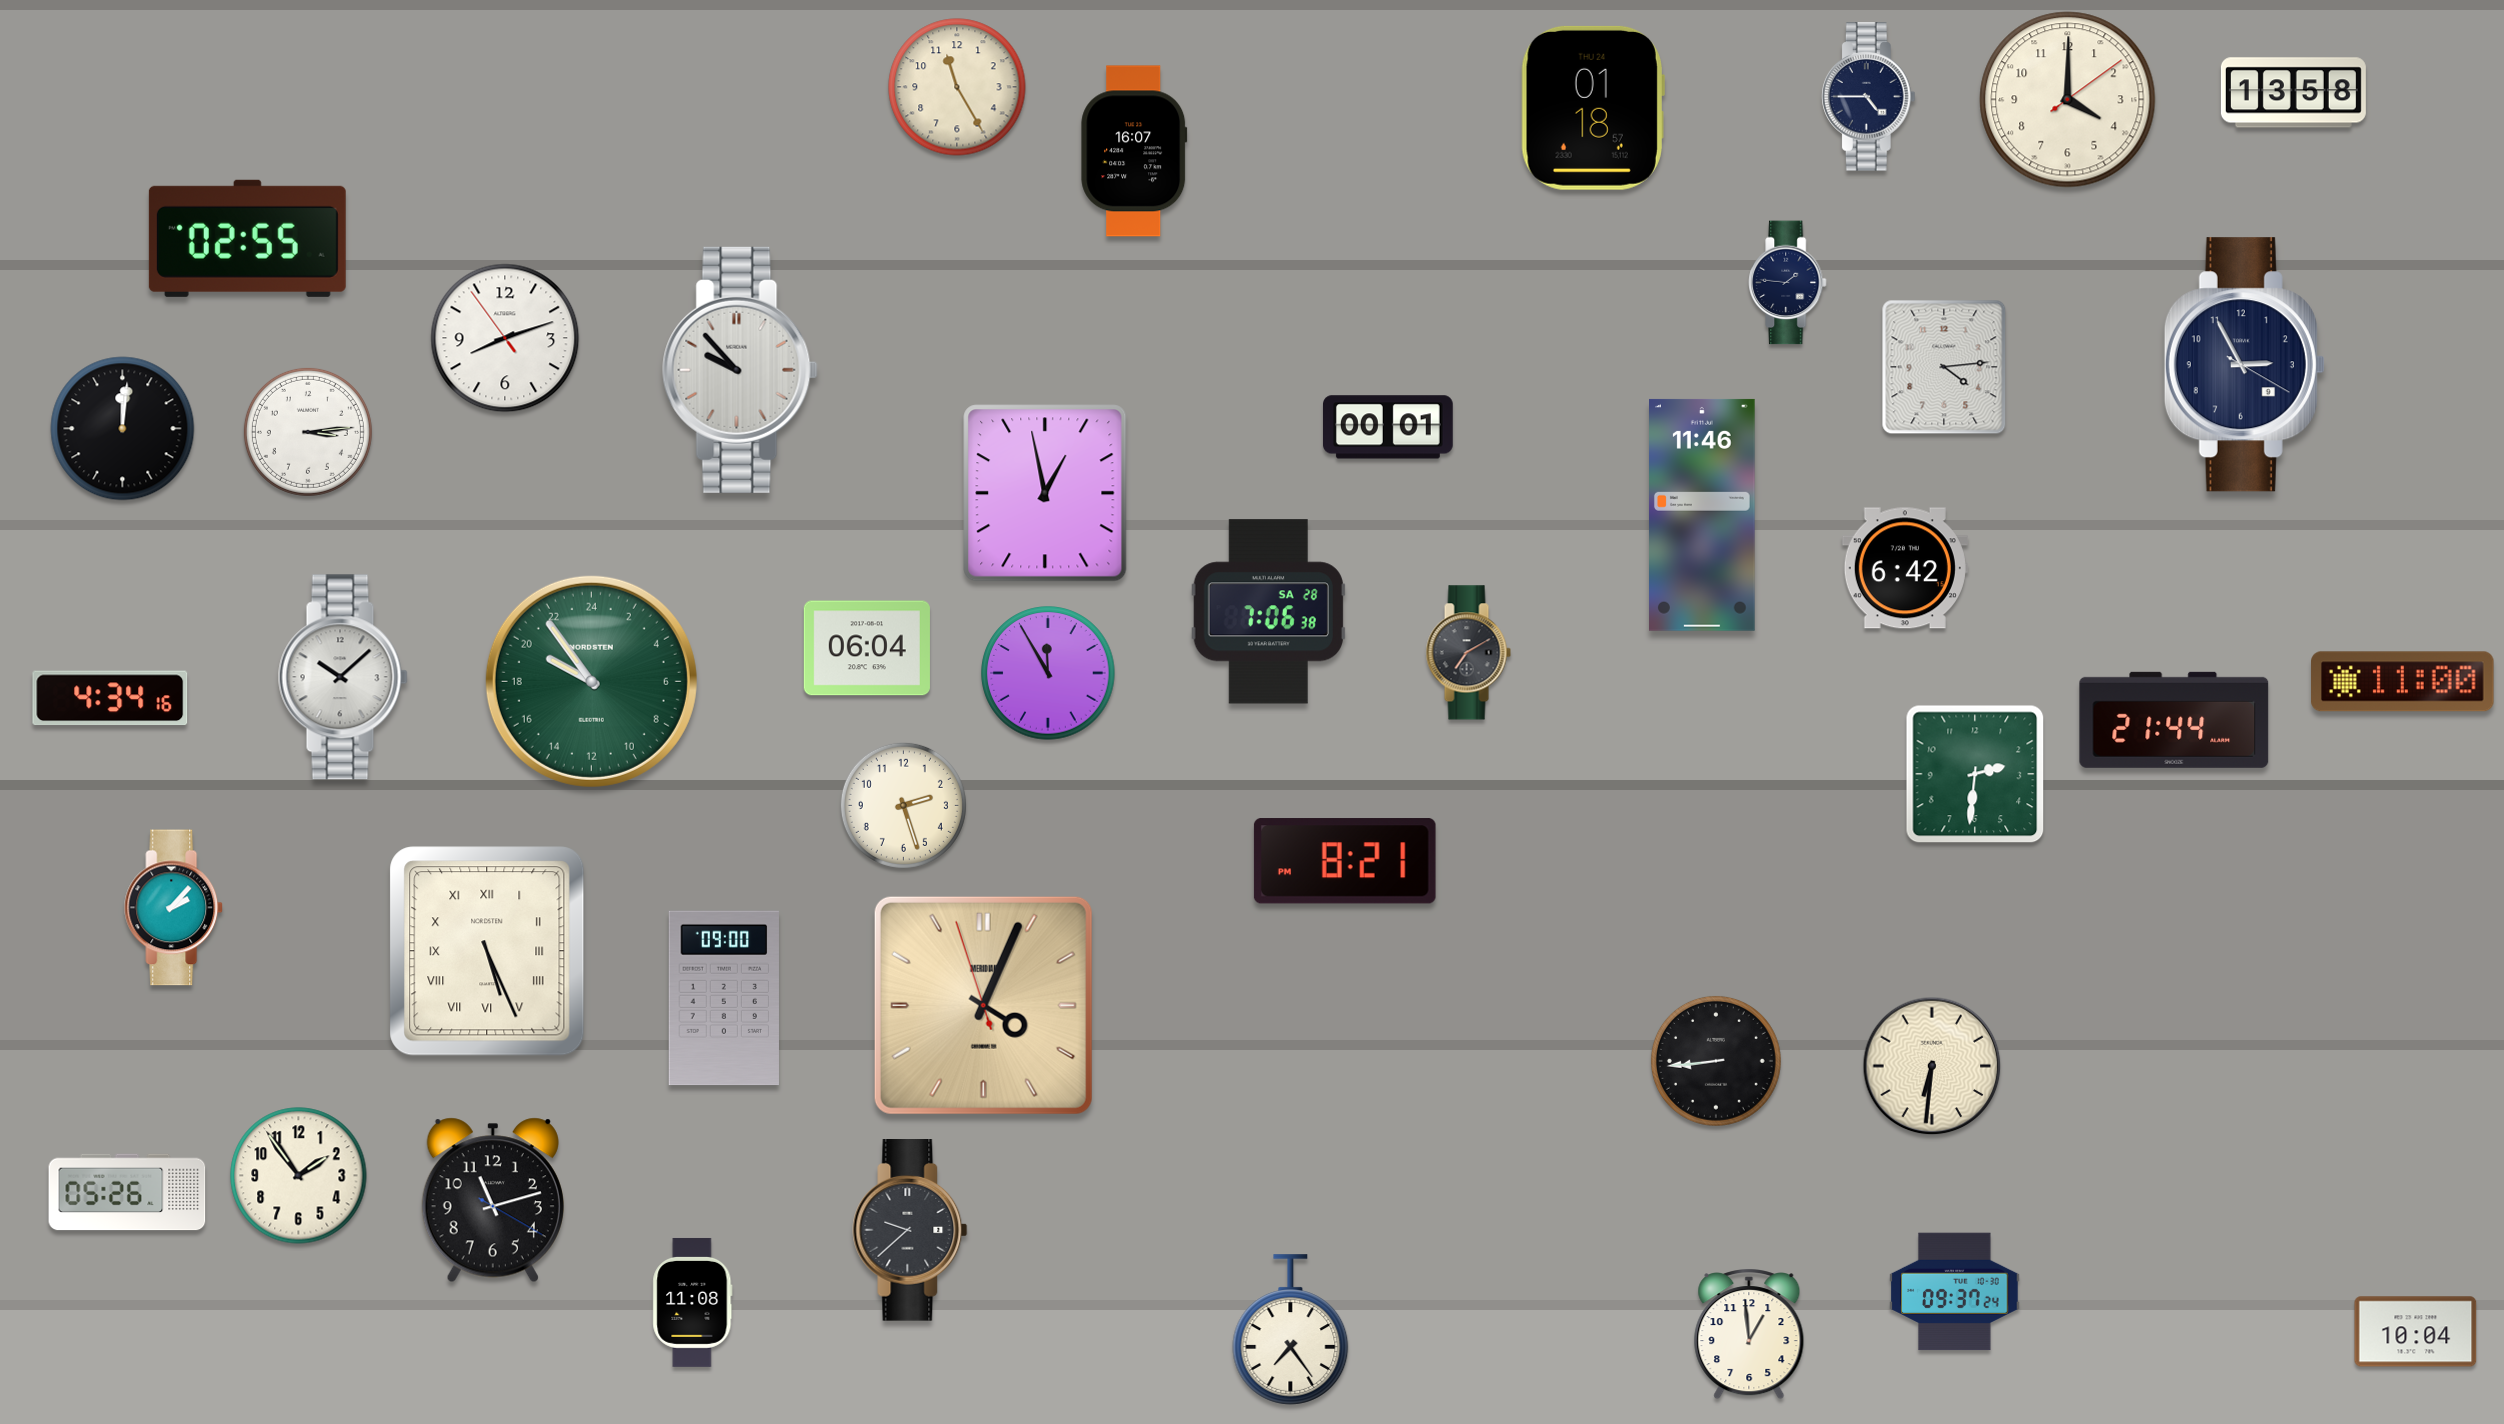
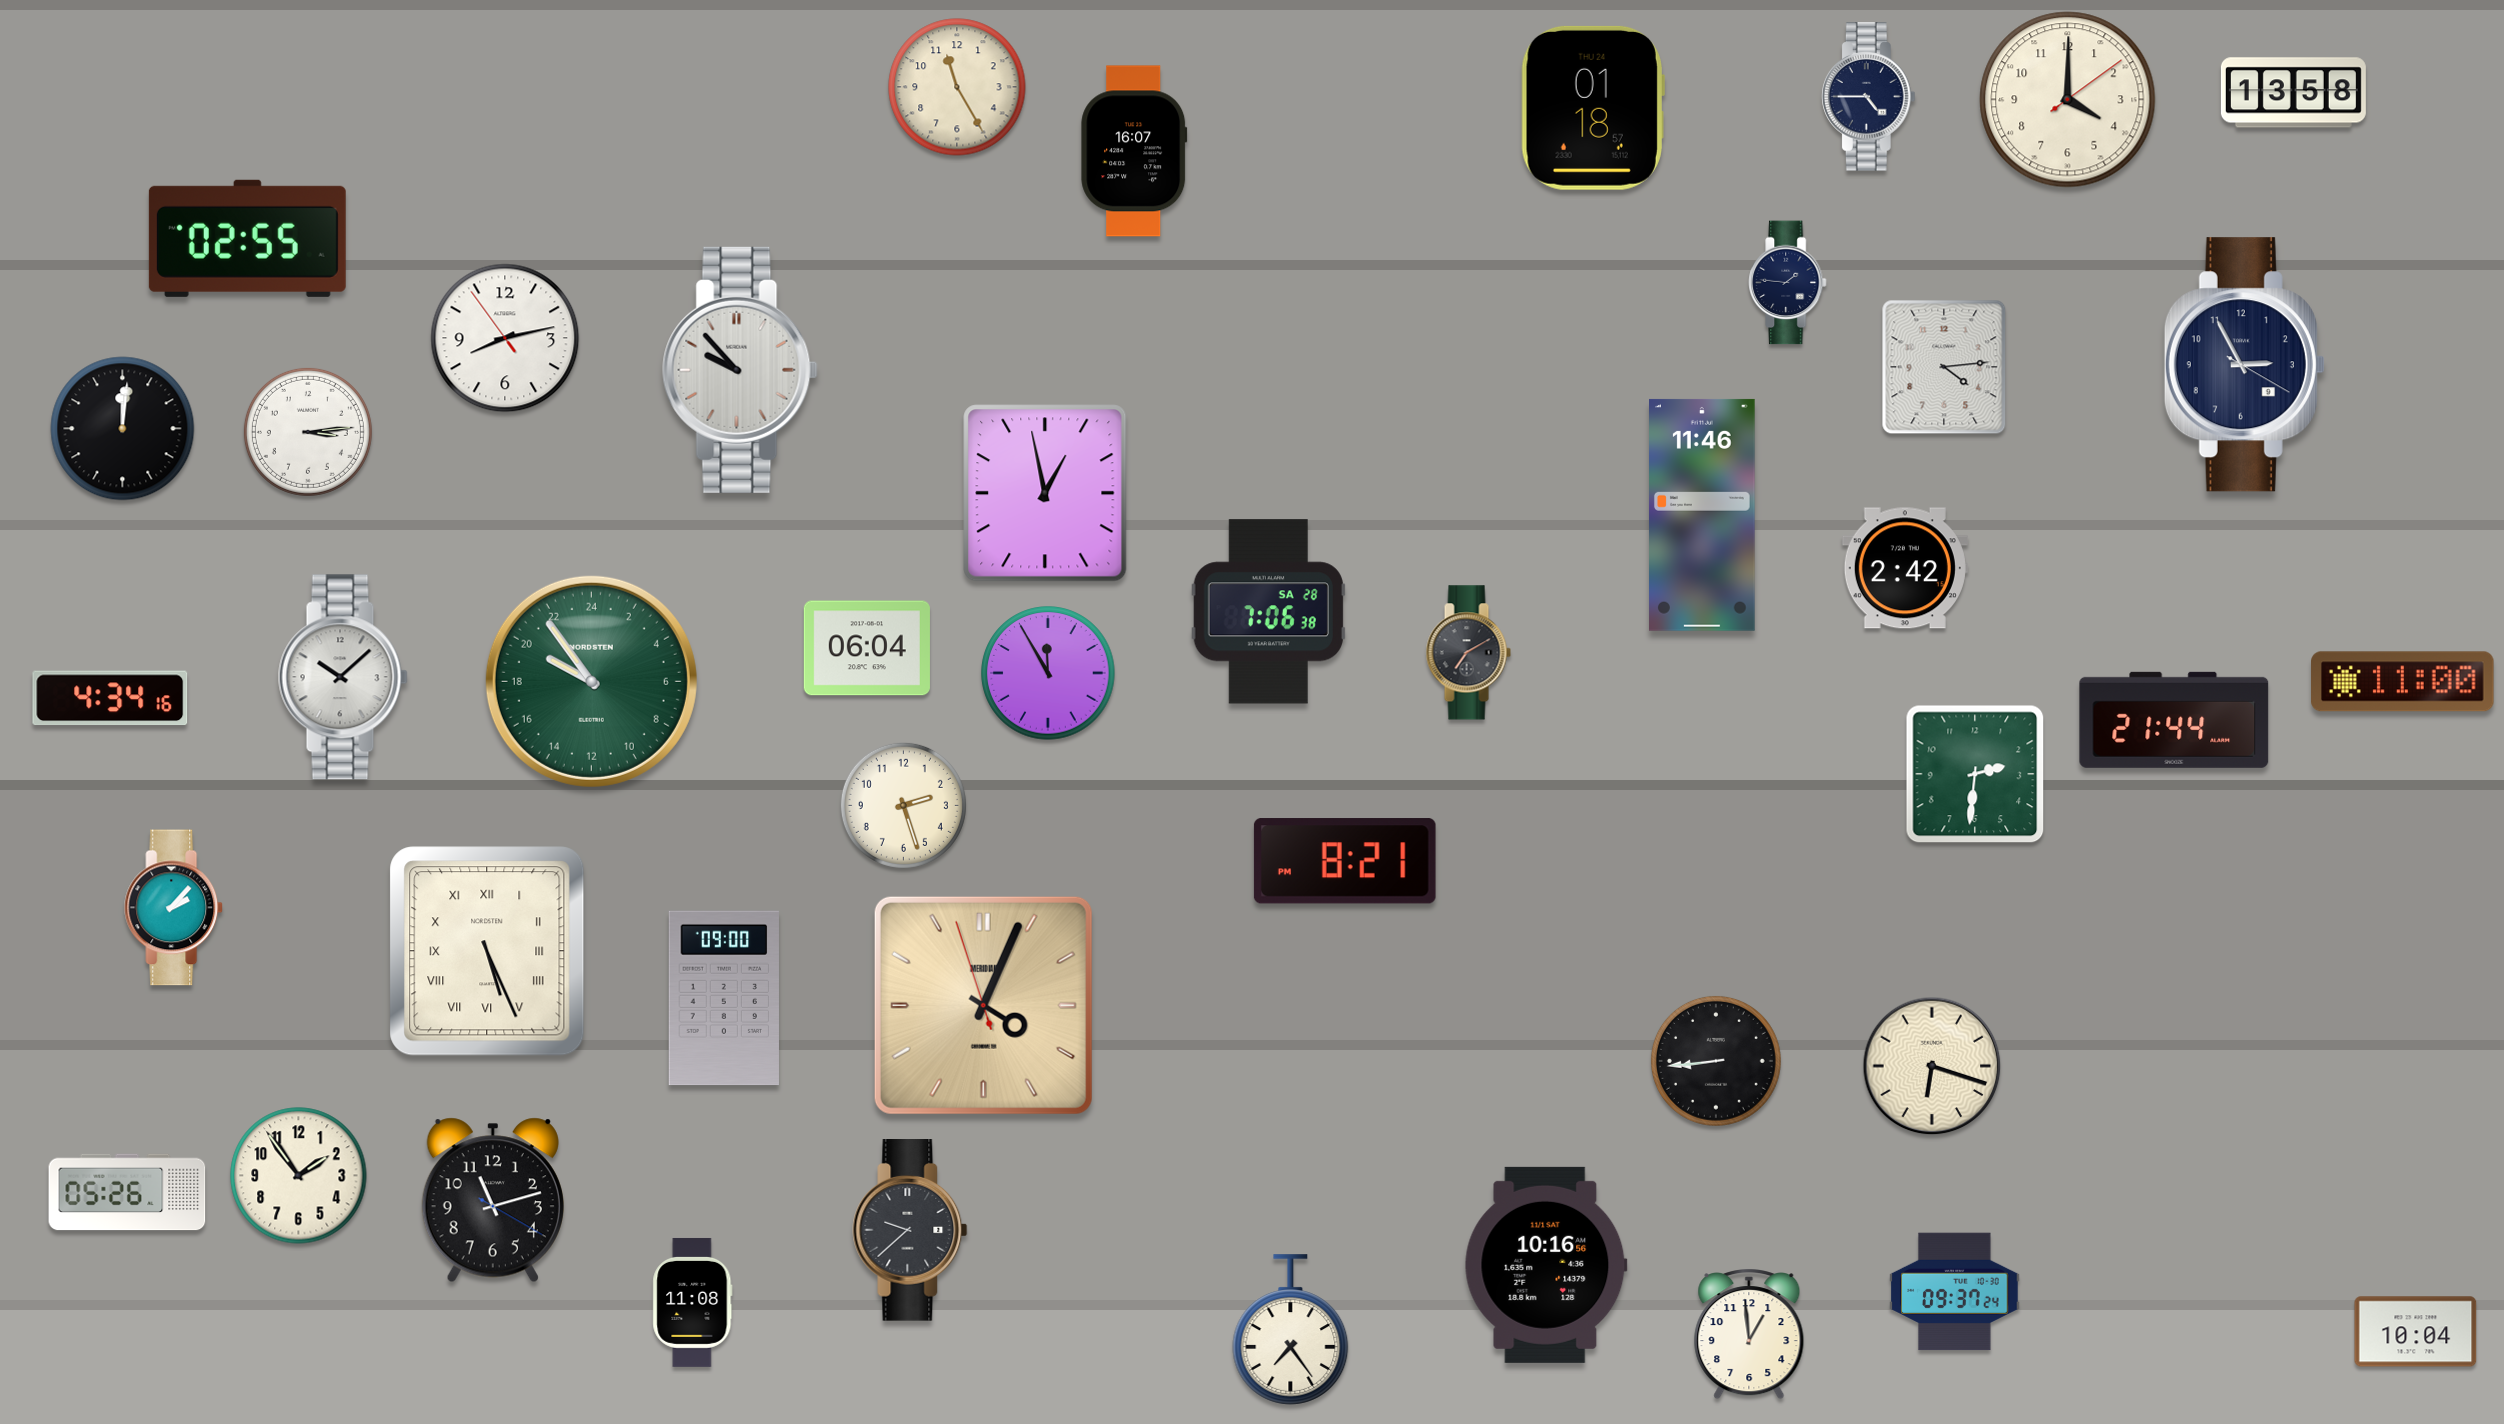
clock at (505, 338): 8:11 -> 8:12
clock at (1389, 427): 00:01 -> none
clock at (1905, 568): 6:42 -> 2:42
clock at (1932, 1066): 6:31 -> 6:18
clock at (1546, 1265): none -> 10:16
